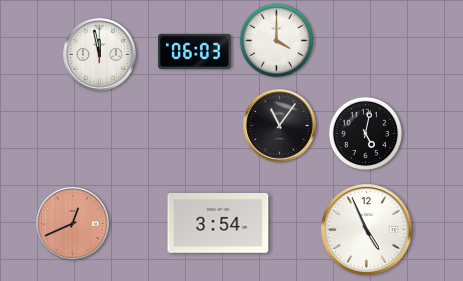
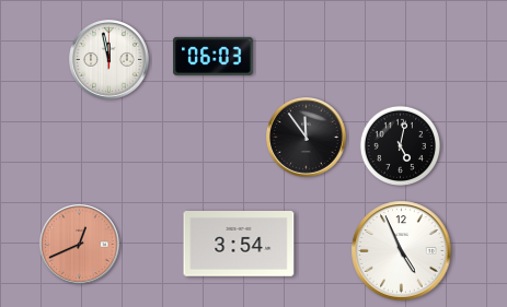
clock at (277, 41): 4:00 -> none
clock at (280, 126): 11:06 -> 11:54
